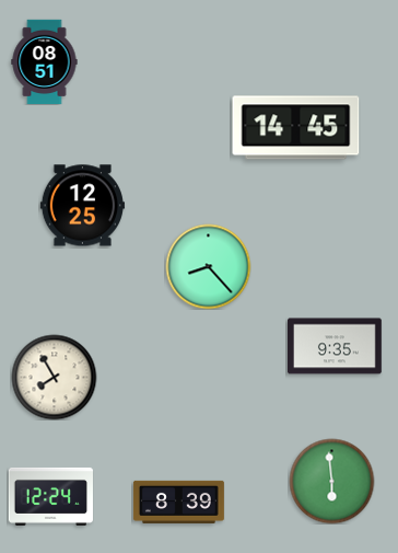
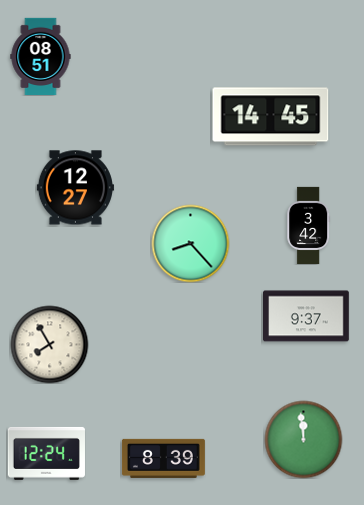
clock at (82, 206): 12:25 -> 12:27
clock at (309, 225): none -> 3:42
clock at (336, 346): 9:35 -> 9:37
clock at (331, 481): 5:59 -> 11:59
